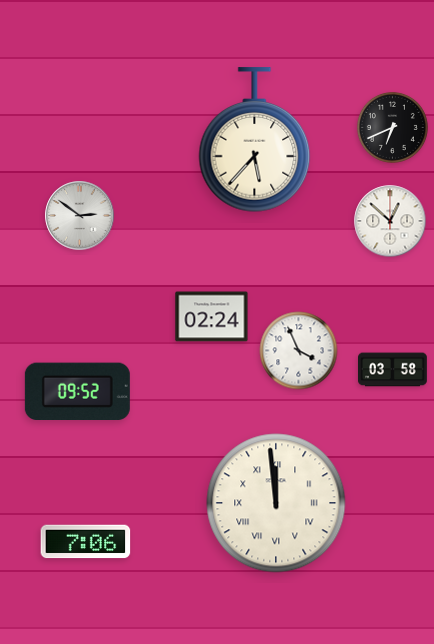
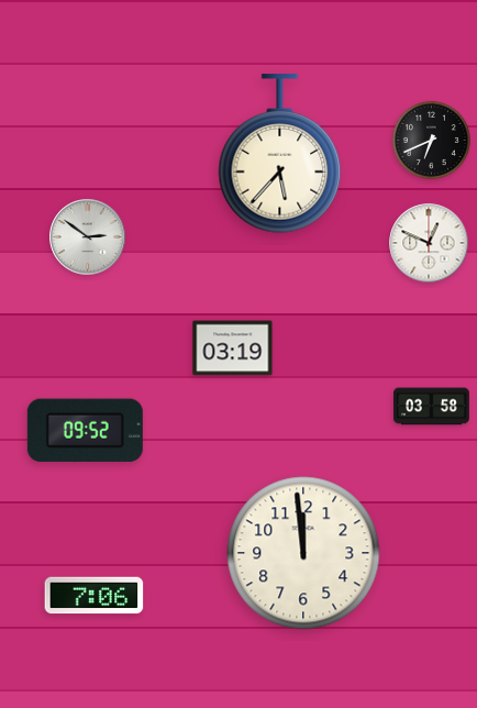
clock at (390, 221): 12:52 -> 12:49
clock at (212, 317): 02:24 -> 03:19
clock at (299, 351): 3:56 -> none
clock at (276, 503) numerals: Roman -> Arabic
